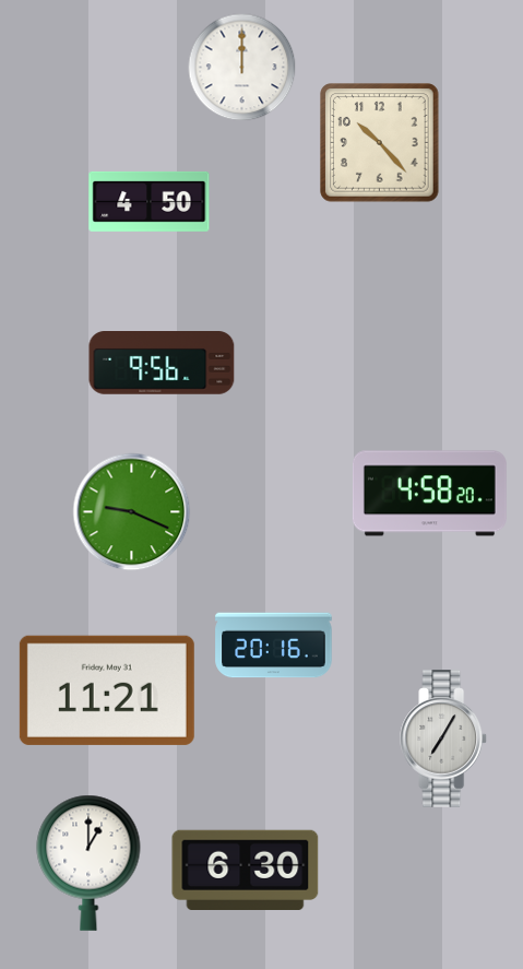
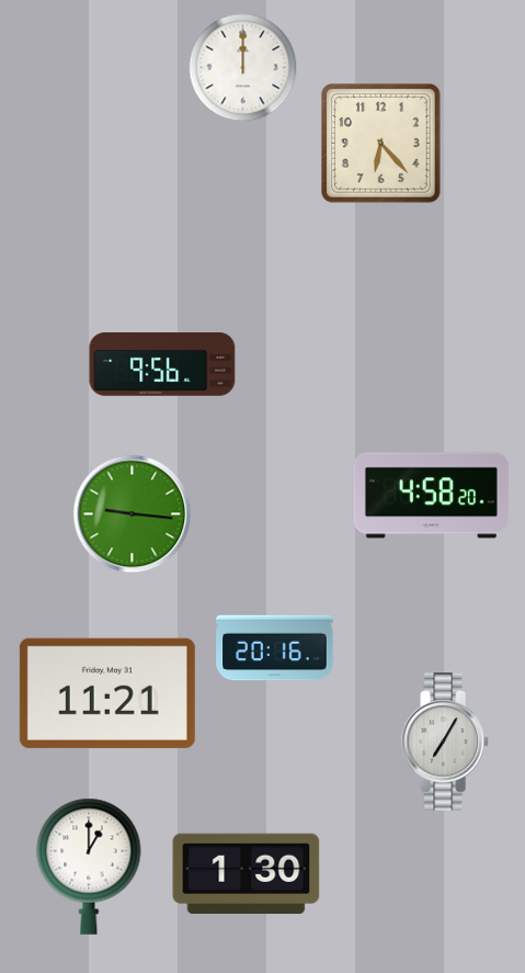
clock at (380, 143): 10:23 -> 6:23
clock at (150, 201): 4:50 -> none
clock at (132, 512): 9:19 -> 9:16
clock at (246, 871): 6:30 -> 1:30
